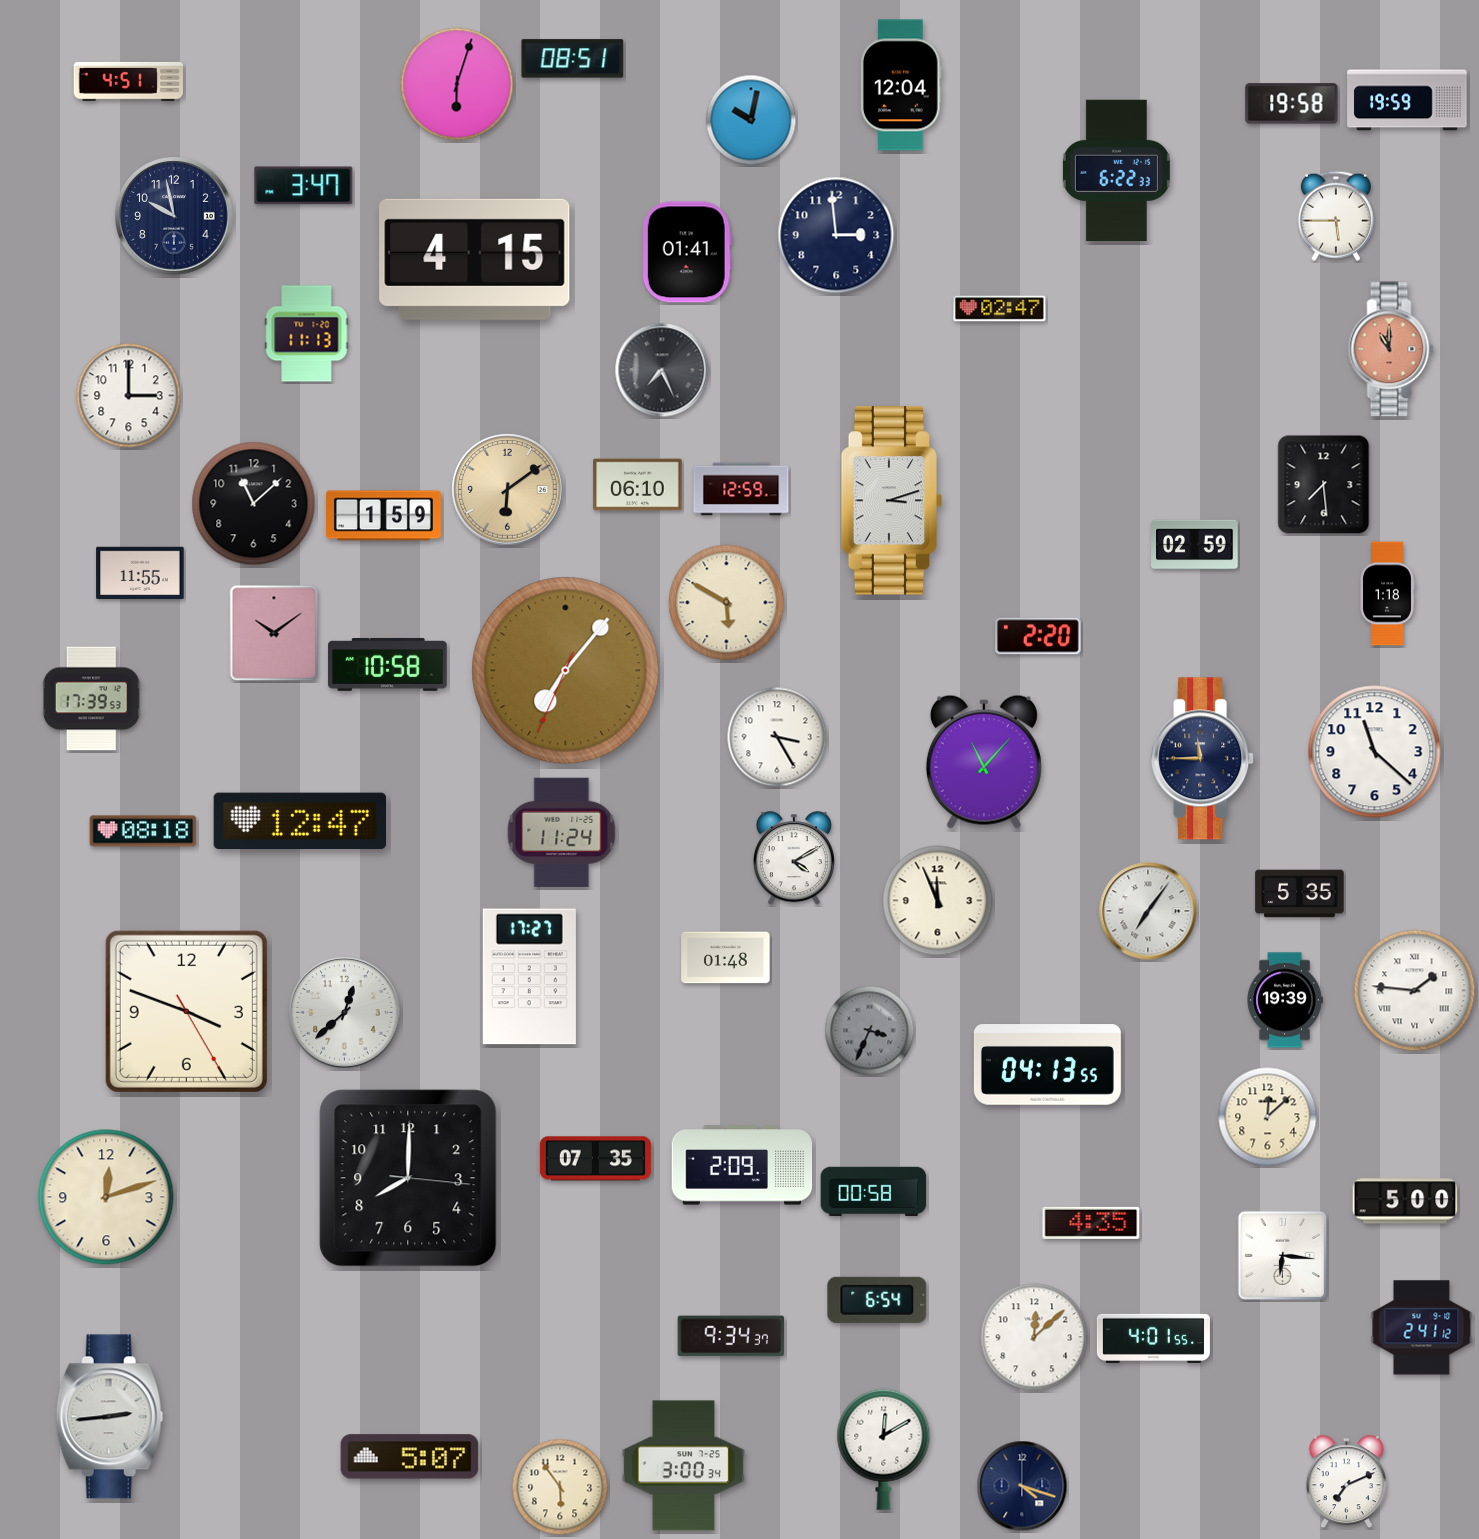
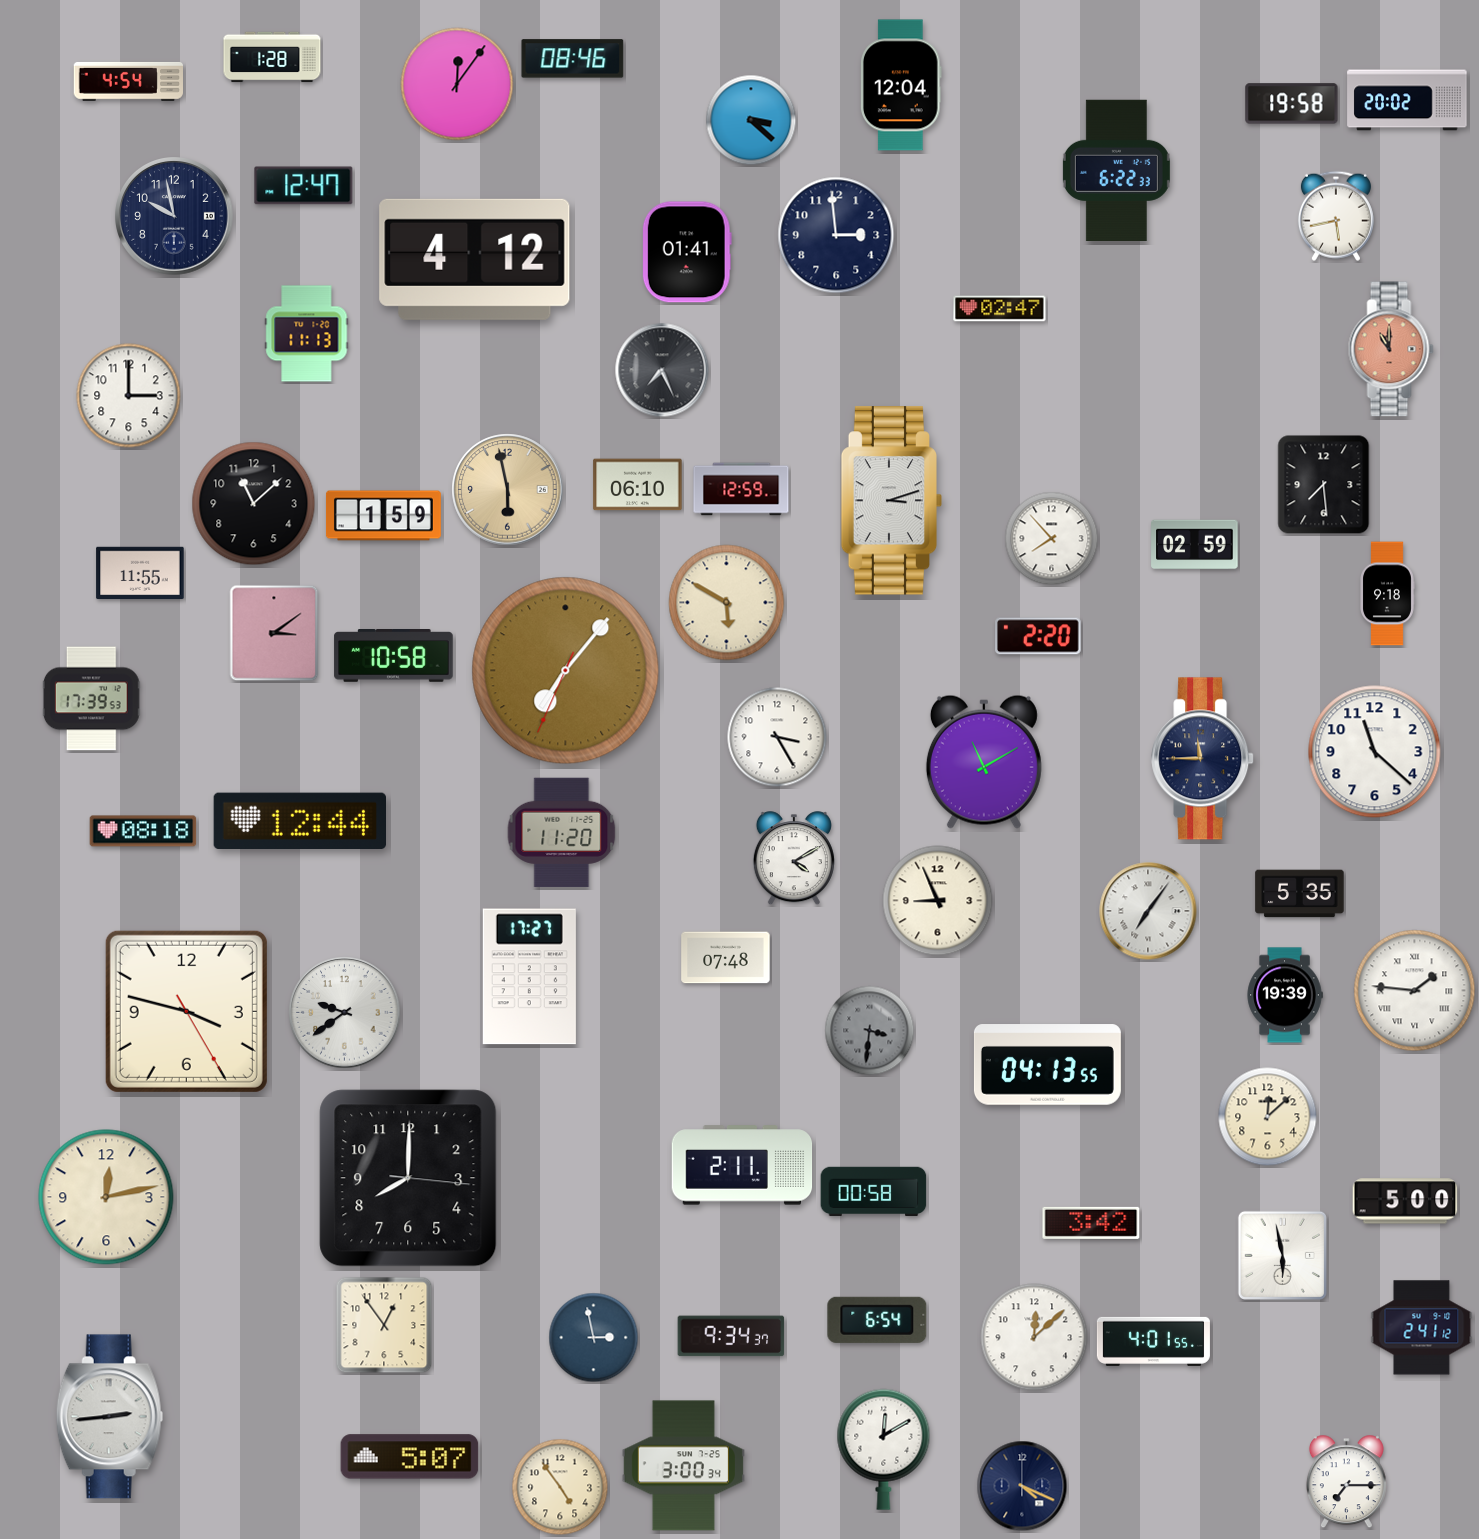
clock at (272, 57): none -> 1:28
clock at (573, 59): 08:51 -> 08:46
clock at (128, 81): 4:51 -> 4:54
clock at (457, 84): 6:03 -> 12:06
clock at (1407, 100): 19:59 -> 20:02
clock at (751, 120): 10:02 -> 3:22
clock at (304, 186): 3:47 -> 12:47
clock at (1336, 216): 5:45 -> 5:43
clock at (475, 259): 4:15 -> 4:12
clock at (508, 490): 6:09 -> 5:58
clock at (1052, 539): none -> 7:53
clock at (1387, 594): 1:18 -> 9:18
clock at (274, 633): 10:09 -> 3:09
clock at (388, 665) position: (388, 665) -> (394, 656)
clock at (984, 762): 11:07 -> 11:10
clock at (299, 820): 12:47 -> 12:44
clock at (562, 832): 11:24 -> 11:20
clock at (938, 901): 11:56 -> 8:56
clock at (726, 958): 01:48 -> 07:48
clock at (1285, 1000) position: (1285, 1000) -> (1285, 995)
clock at (186, 1011): 3:48 -> 3:47
clock at (345, 1013): 12:38 -> 9:39
clock at (870, 1031): 3:34 -> 3:31
clock at (595, 1159): 07:35 -> none
clock at (742, 1165): 2:09 -> 2:11
clock at (106, 1197): 12:12 -> 12:13
clock at (1091, 1223): 4:35 -> 3:42
clock at (1282, 1255): 6:16 -> 5:58
clock at (877, 1300) position: (877, 1300) -> (877, 1320)
clock at (384, 1325): none -> 12:54
clock at (594, 1338): none -> 2:58
clock at (1153, 1338) position: (1153, 1338) -> (1153, 1341)
clock at (1346, 1482): 7:11 -> 7:15
clock at (1022, 1486): 4:18 -> 4:19
clock at (560, 1487): 5:54 -> 4:54
